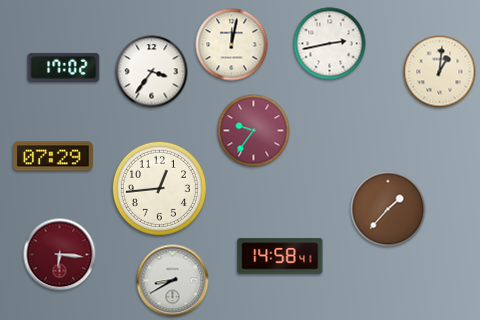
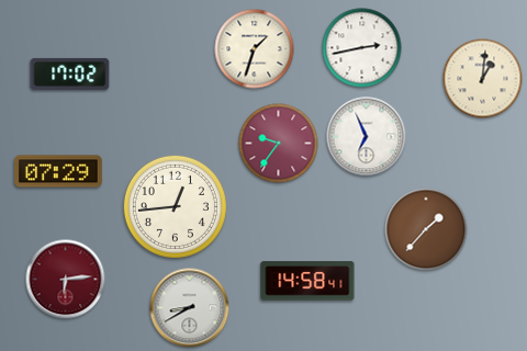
clock at (232, 45): 12:02 -> 1:33
clock at (152, 72): 3:36 -> none
clock at (367, 137): none -> 6:56
clock at (60, 255): 6:16 -> 6:14
